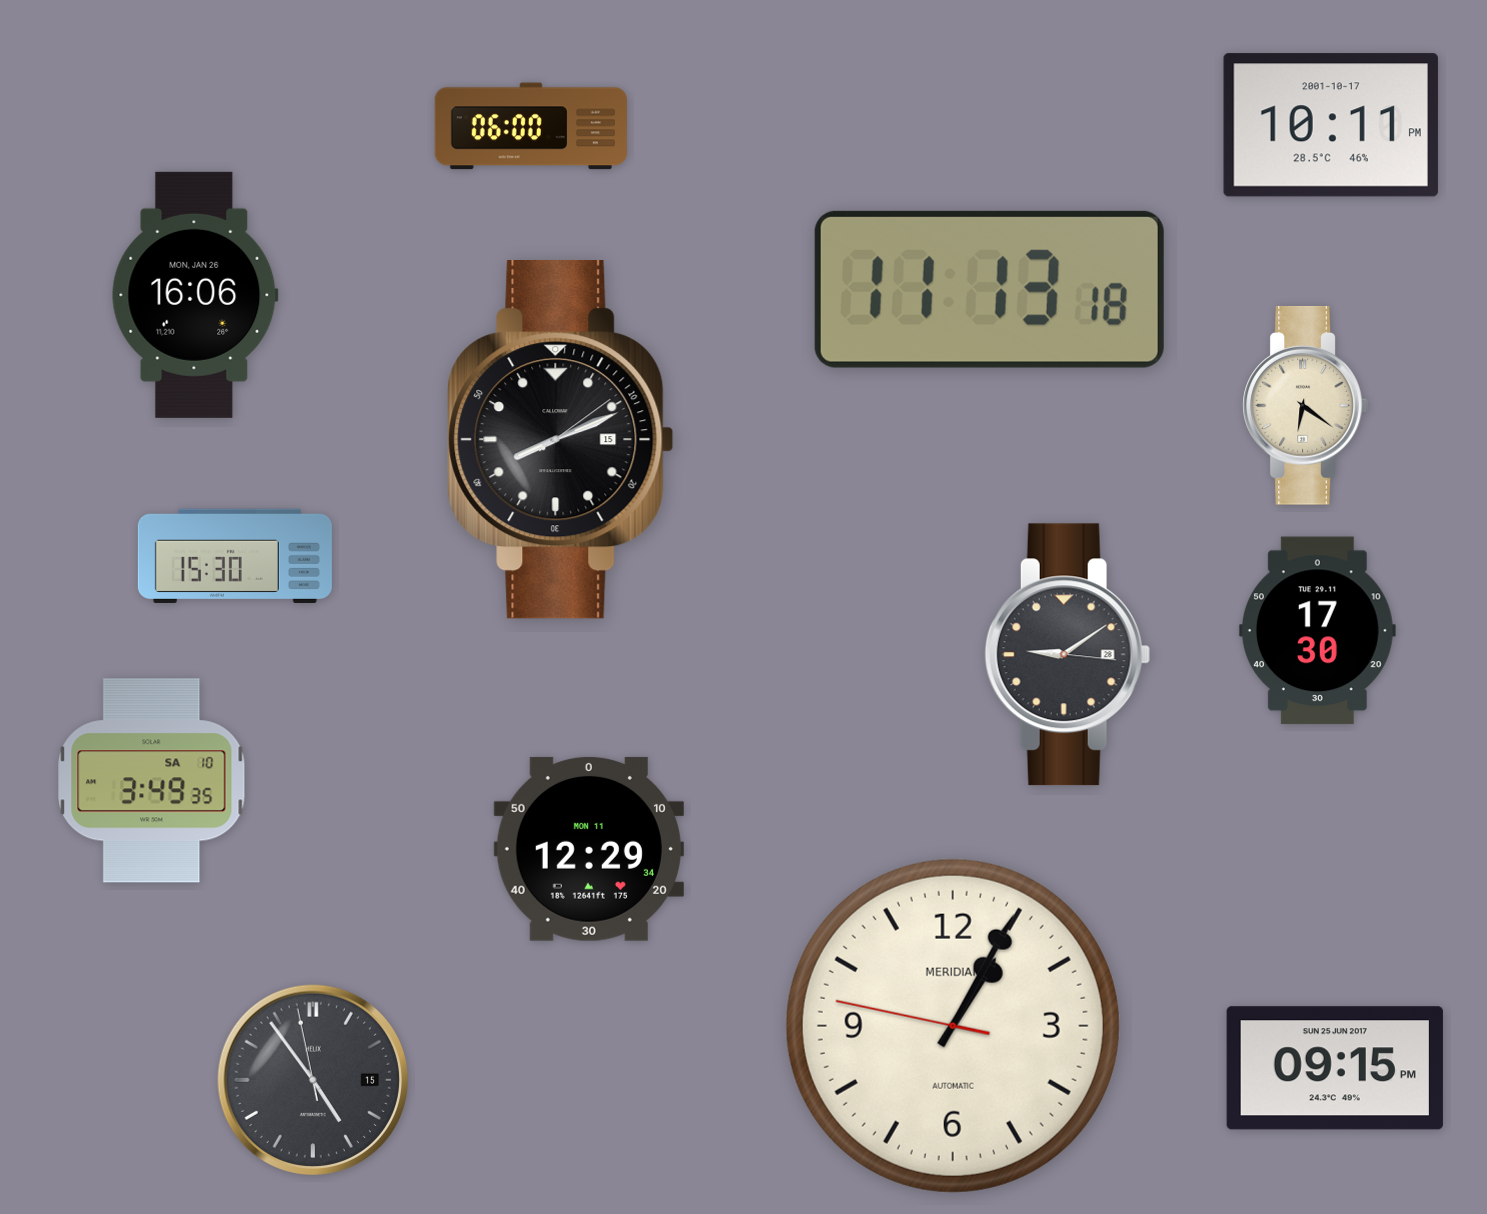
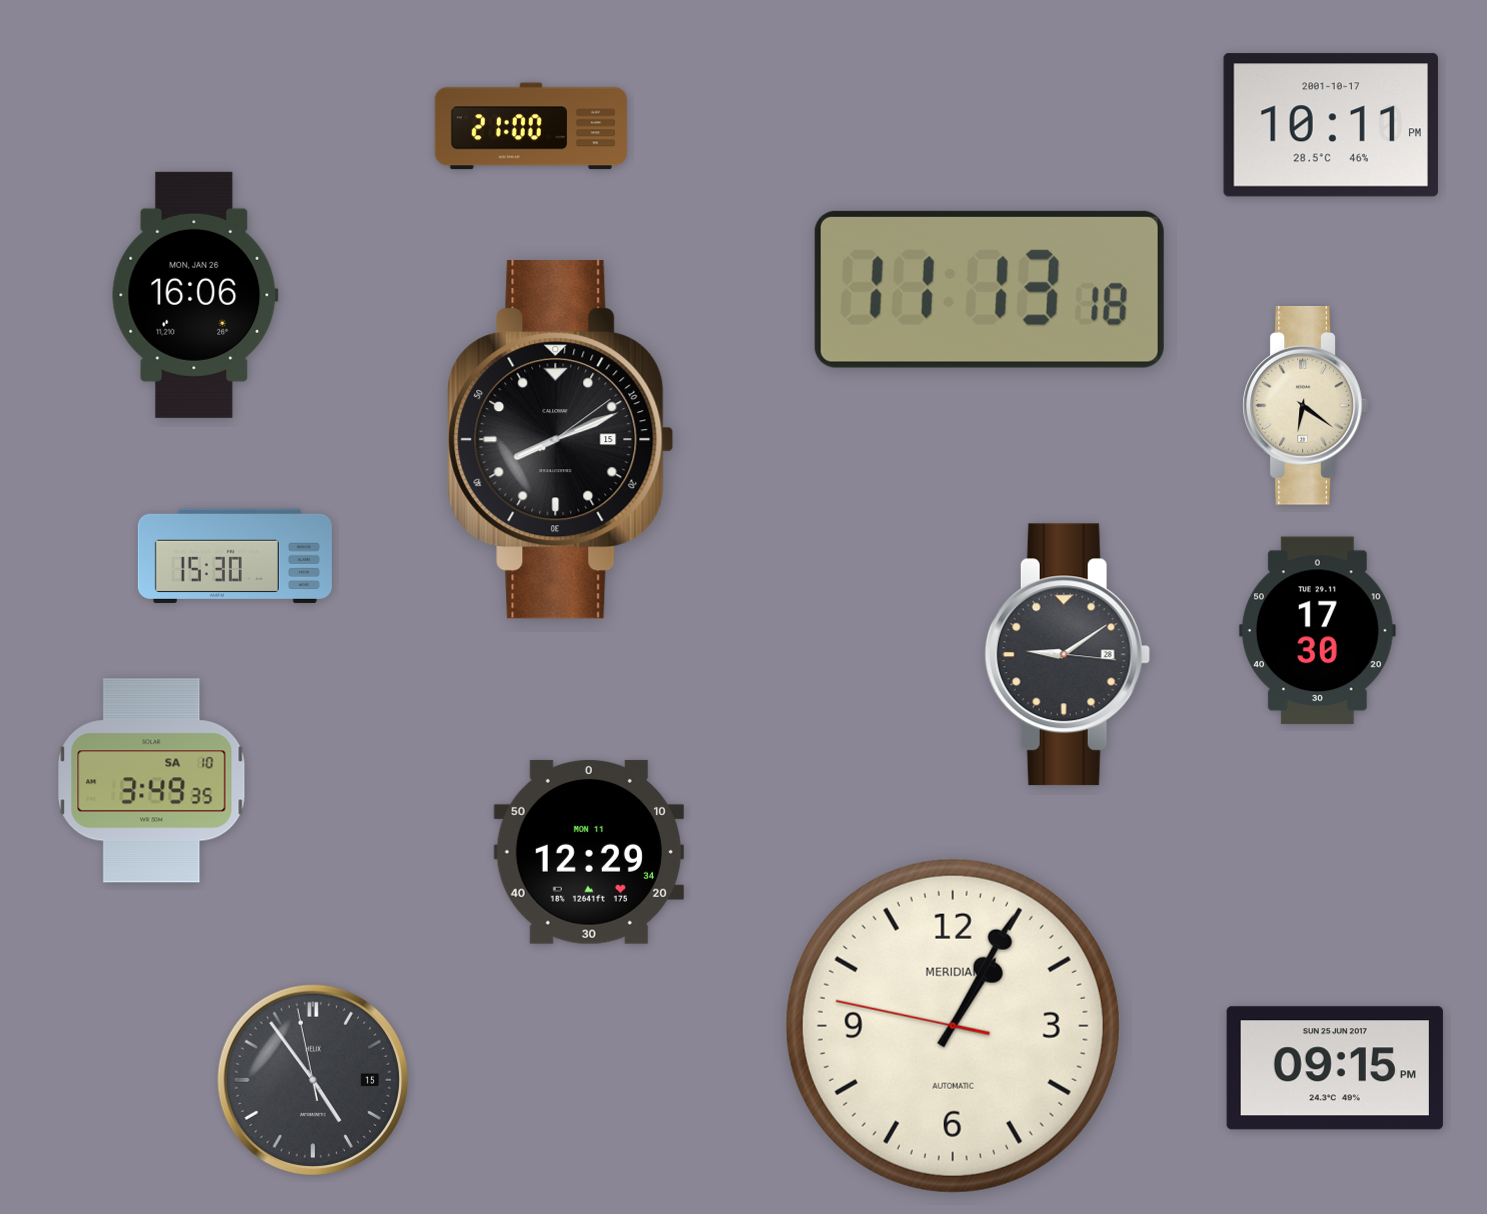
clock at (531, 126): 06:00 -> 21:00
clock at (589, 849) position: (589, 849) -> (589, 852)
